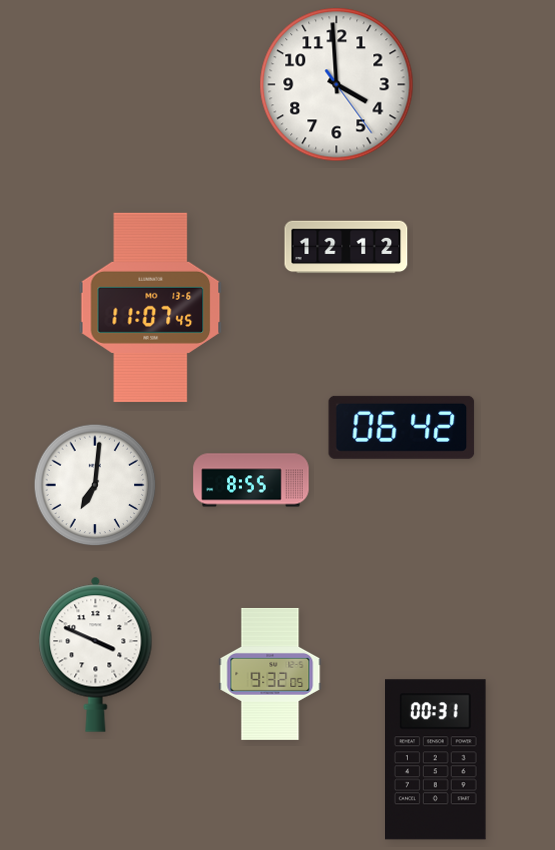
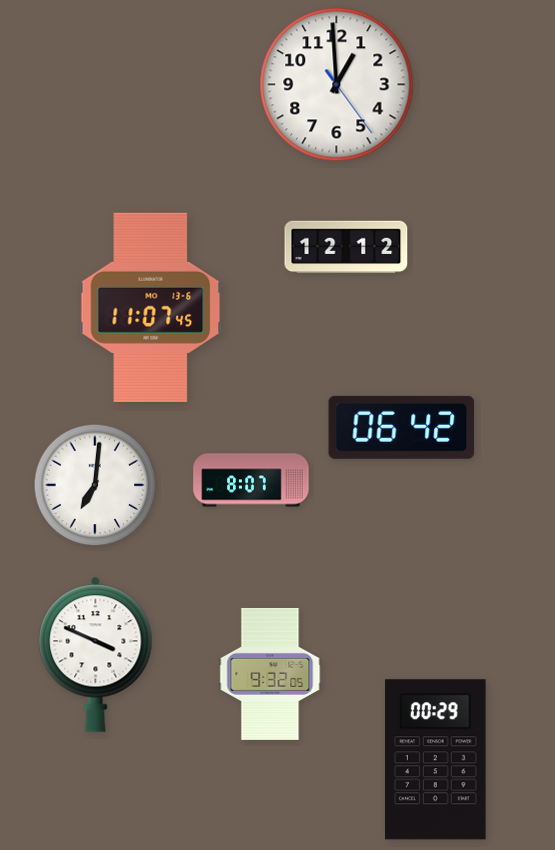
clock at (337, 85): 3:59 -> 12:59
clock at (251, 480): 8:55 -> 8:07
clock at (436, 760): 00:31 -> 00:29
